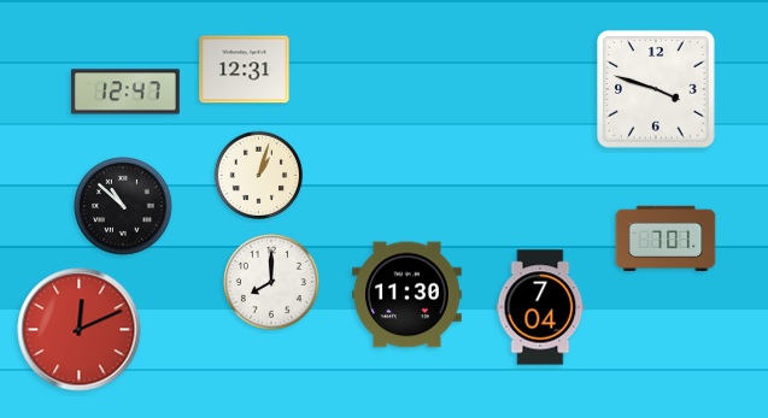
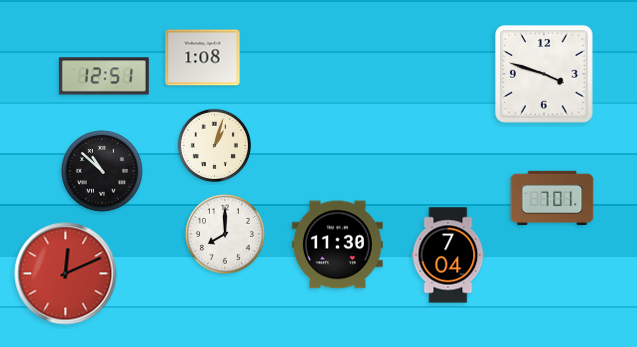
clock at (245, 70): 12:31 -> 1:08
clock at (125, 92): 12:47 -> 12:51
